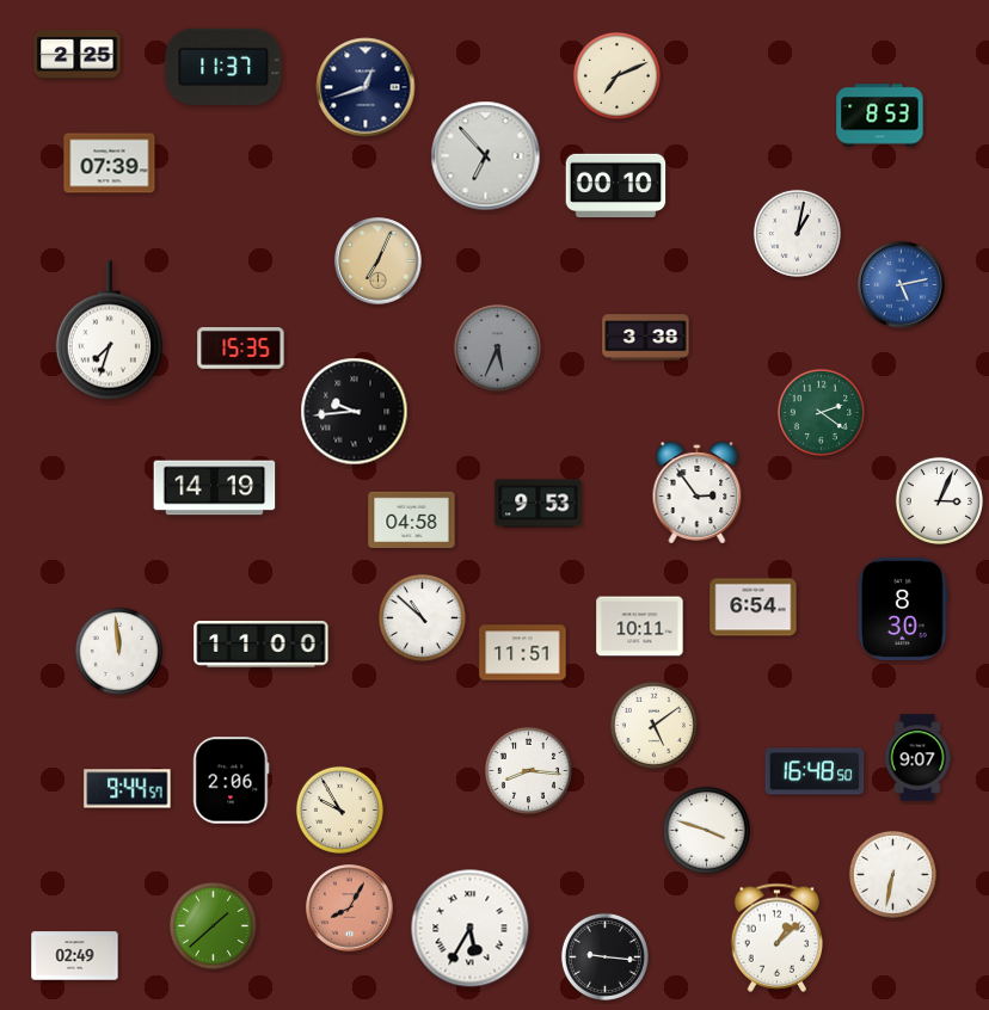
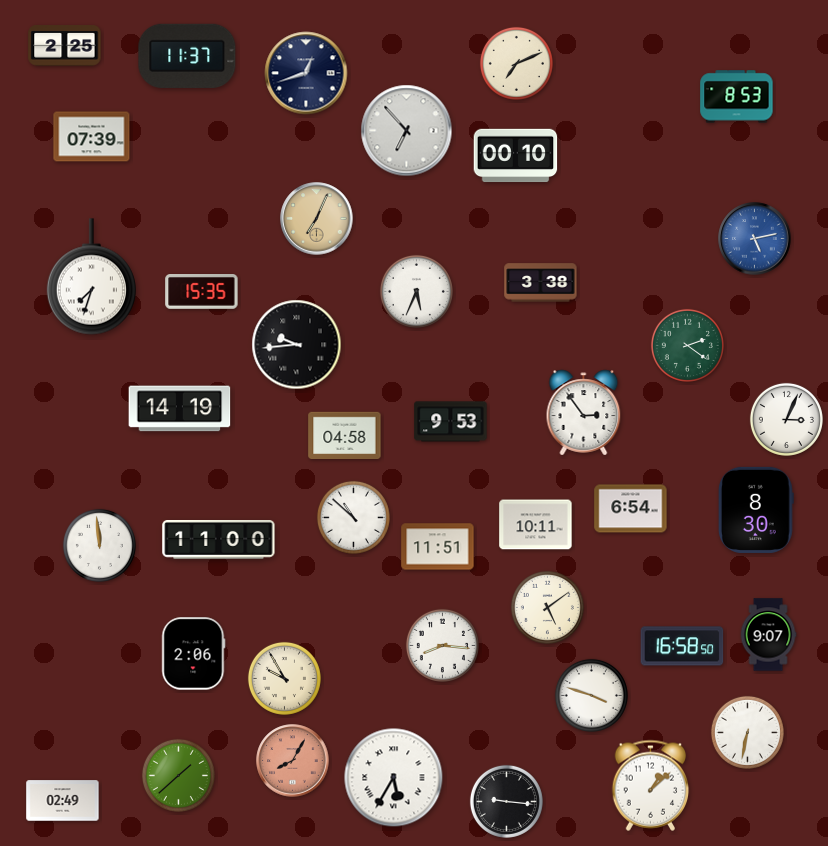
clock at (797, 233): 1:02 -> none
clock at (497, 347) dial: grey -> white
clock at (815, 771): 16:48 -> 16:58
clock at (128, 789): 9:44 -> none
